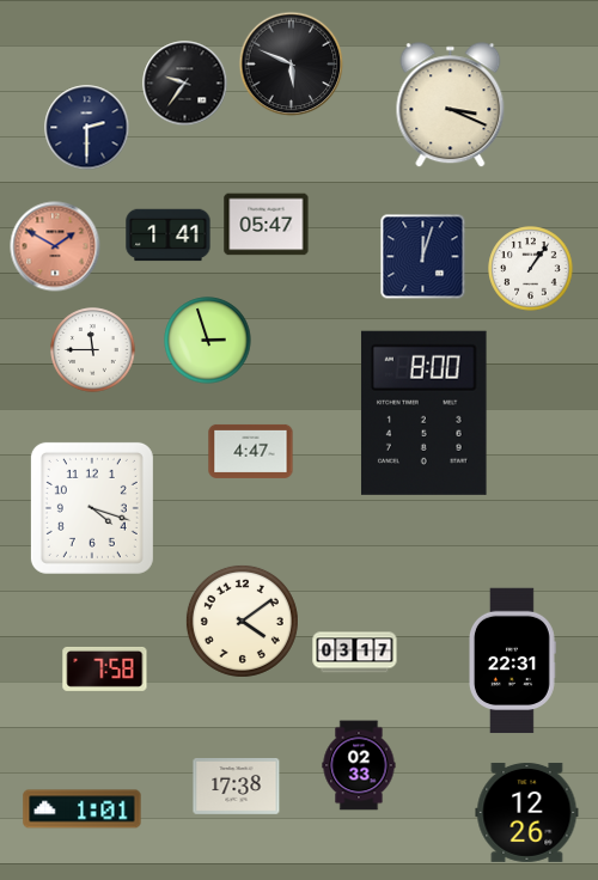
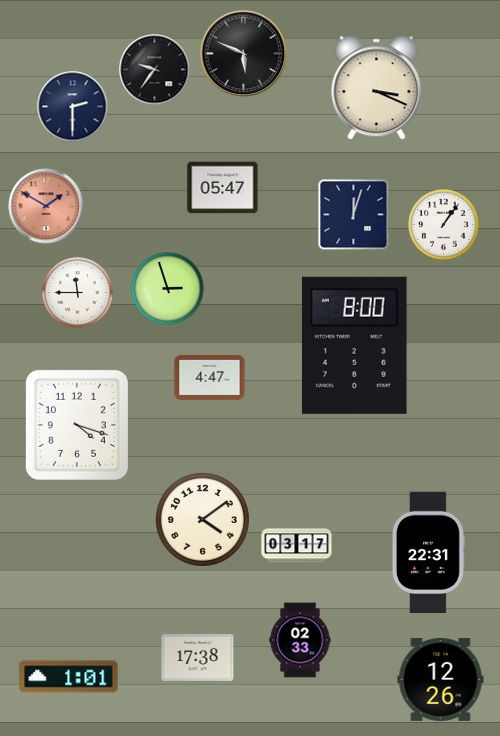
clock at (169, 236): 1:41 -> none
clock at (208, 341) position: (208, 341) -> (168, 289)
clock at (105, 668): 7:58 -> none
